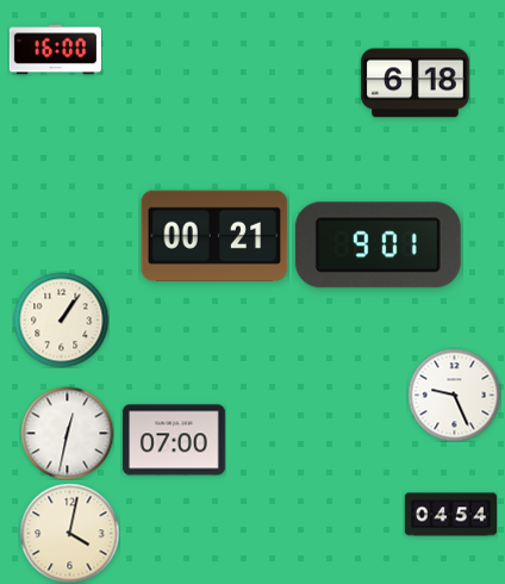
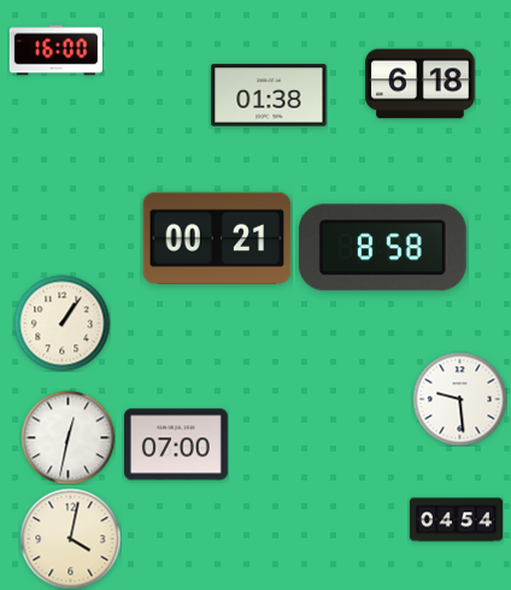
clock at (269, 95): none -> 01:38
clock at (378, 246): 9:01 -> 8:58
clock at (454, 394): 9:26 -> 9:29
